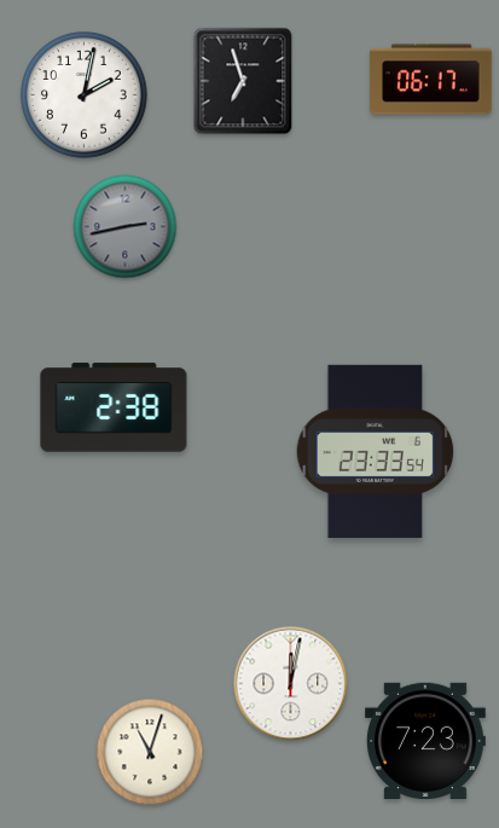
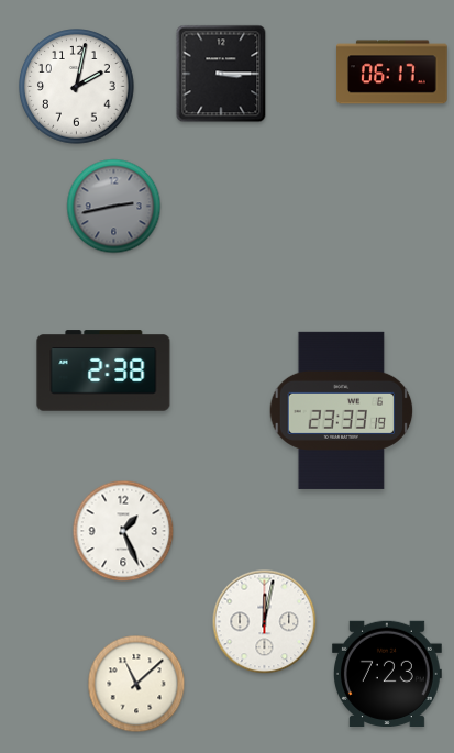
clock at (243, 81): 6:57 -> 3:15
clock at (376, 451): 23:33:54 -> 23:33:19
clock at (123, 531): none -> 1:26
clock at (150, 752): 11:03 -> 11:08
